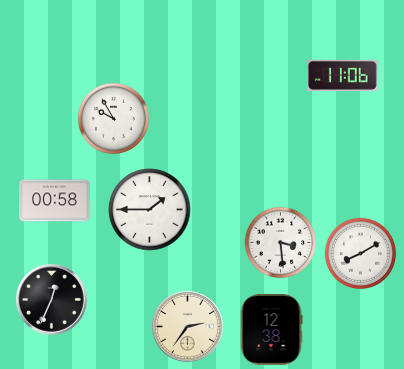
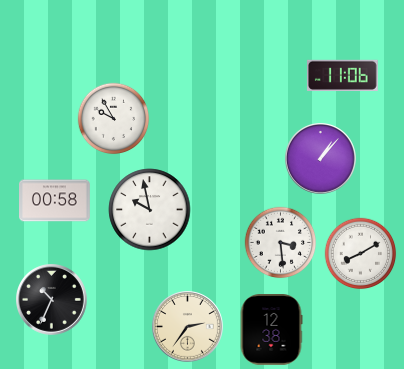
clock at (321, 159): none -> 1:07
clock at (150, 210): 1:45 -> 9:58
clock at (52, 300): 12:34 -> 10:34
